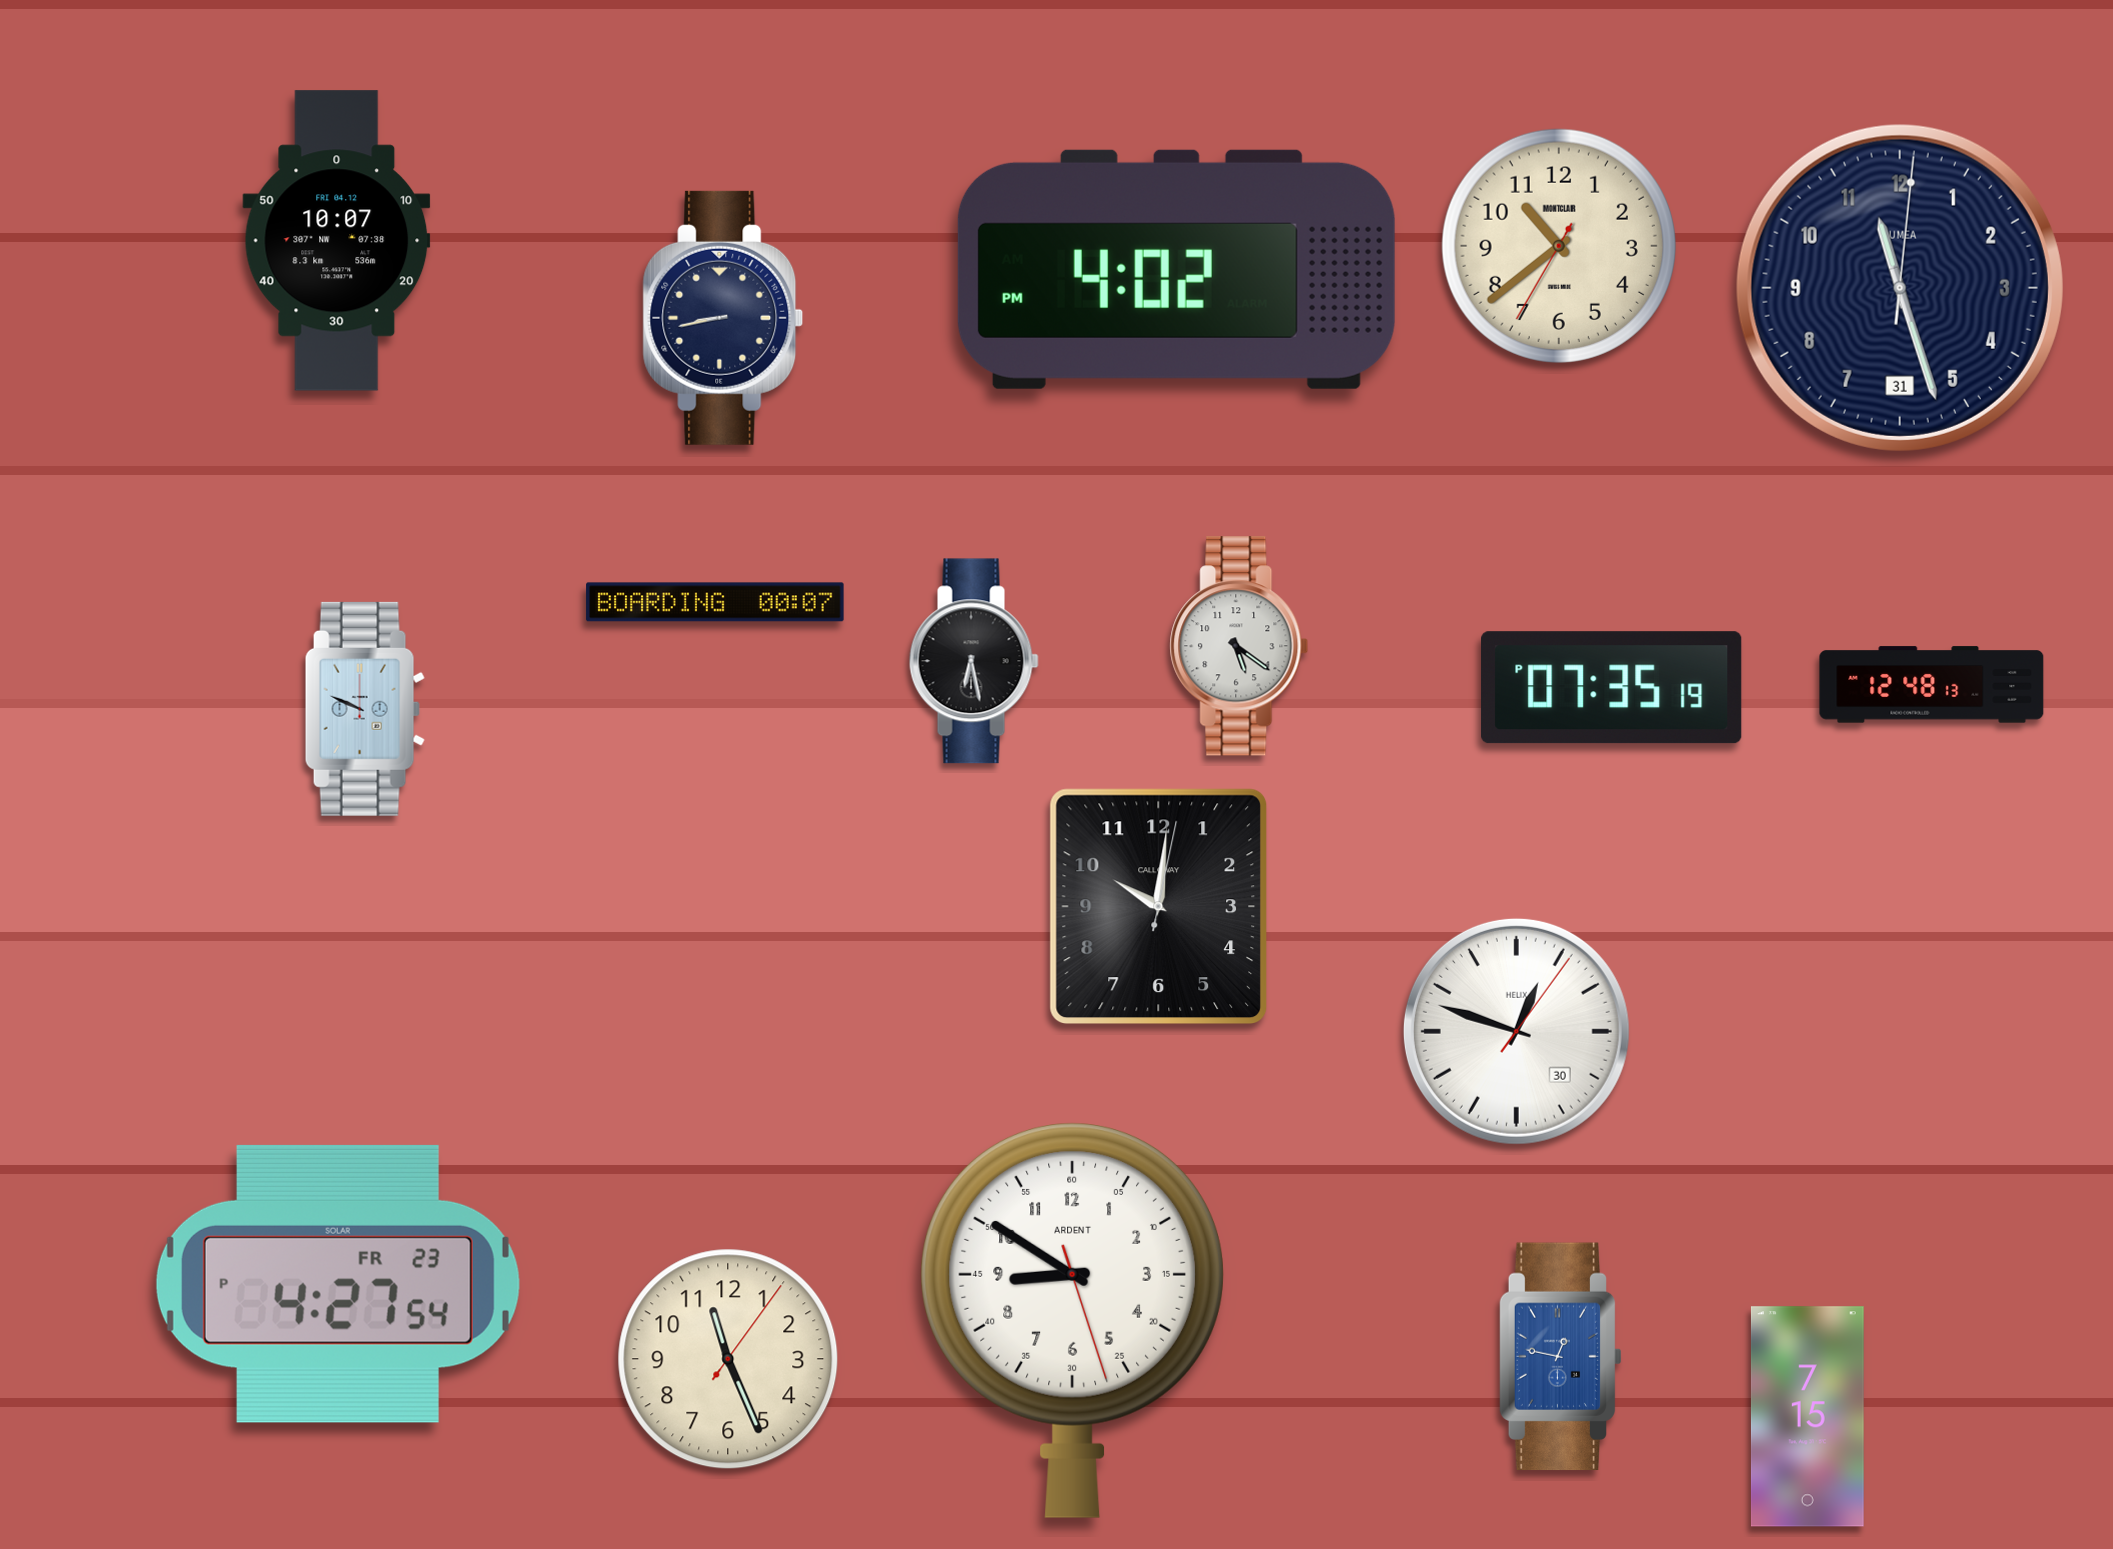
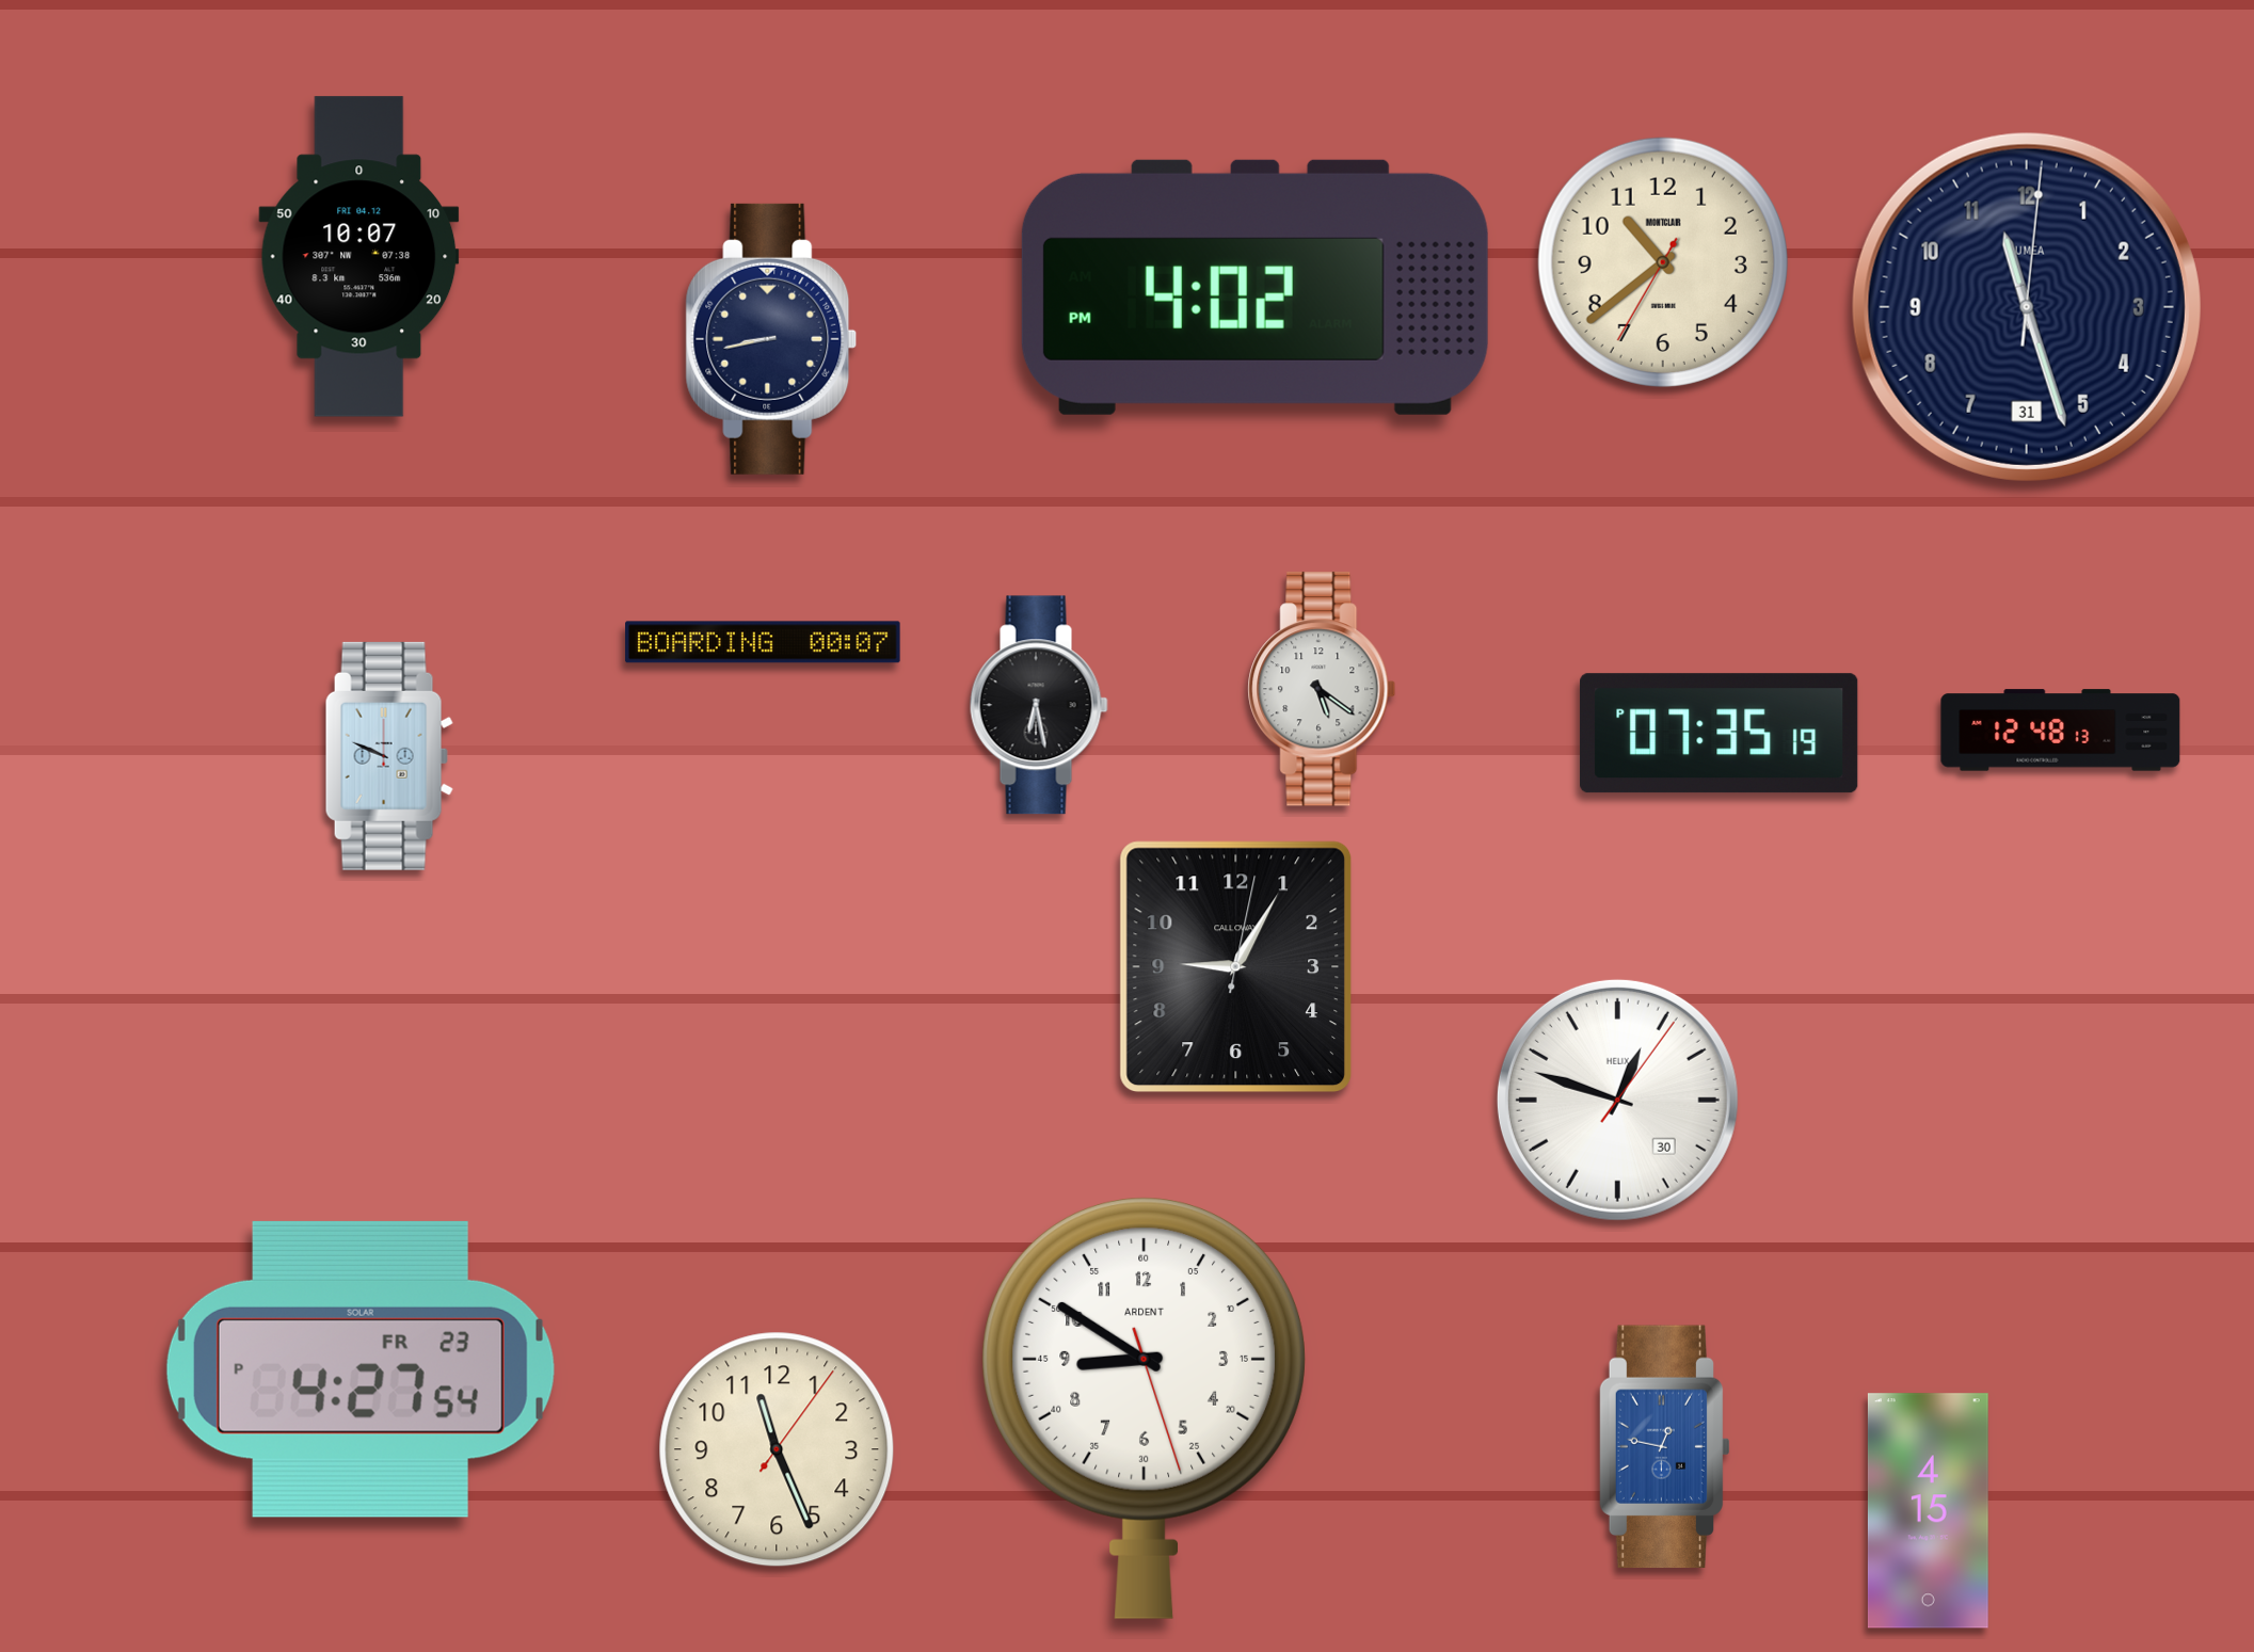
clock at (1159, 907): 10:01 -> 9:05
clock at (1807, 1417): 7:15 -> 4:15
